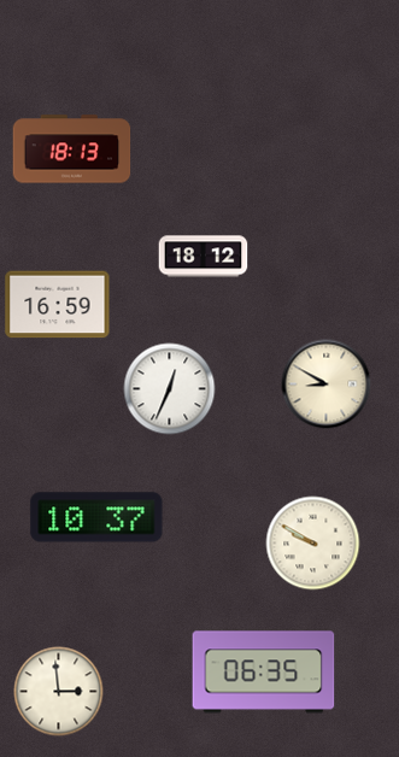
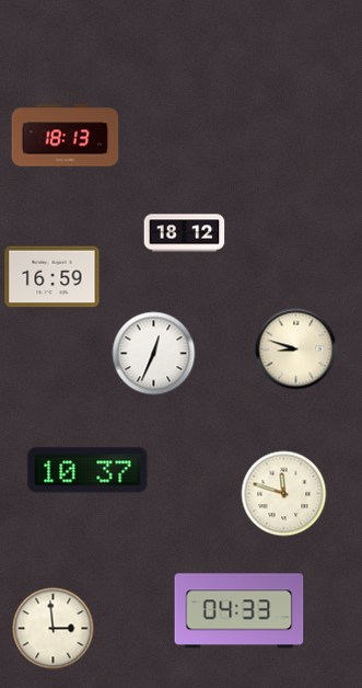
clock at (327, 385): 8:50 -> 8:48
clock at (313, 544): 9:50 -> 11:48
clock at (264, 673): 06:35 -> 04:33
